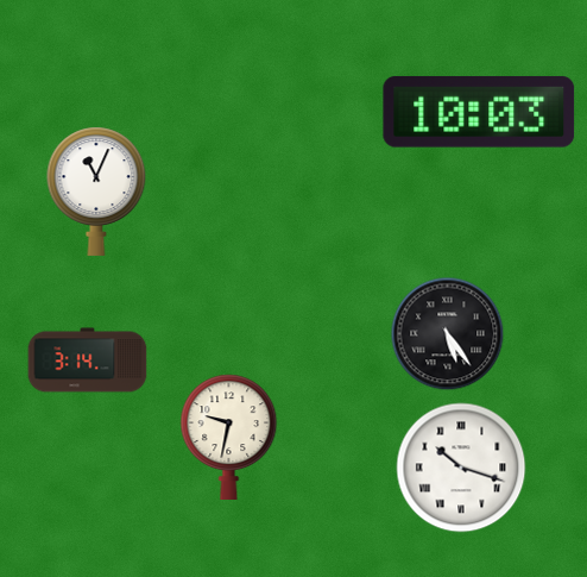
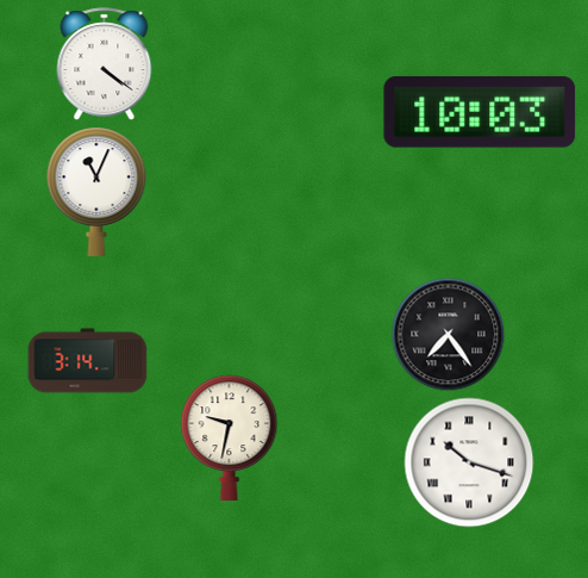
clock at (105, 64): none -> 4:21
clock at (448, 334): 5:24 -> 7:24
clock at (461, 468) position: (461, 468) -> (469, 462)
